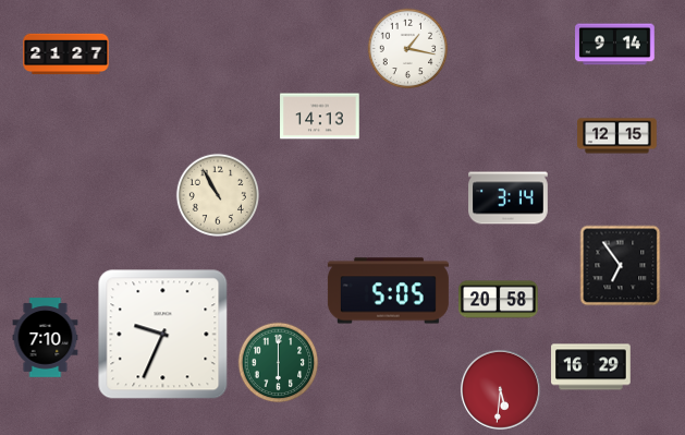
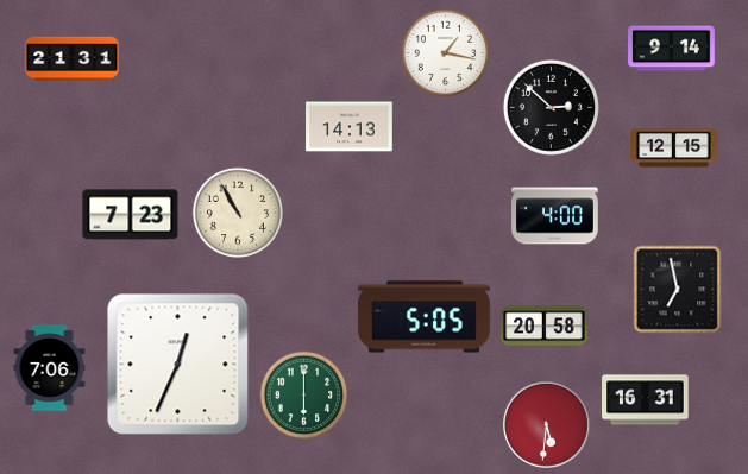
clock at (66, 55): 21:27 -> 21:31
clock at (551, 107): none -> 2:52
clock at (131, 215): none -> 7:23
clock at (509, 198): 3:14 -> 4:00
clock at (621, 266): 6:54 -> 6:58
clock at (163, 335): 9:34 -> 12:34
clock at (46, 338): 7:10 -> 7:06
clock at (591, 367): 16:29 -> 16:31
